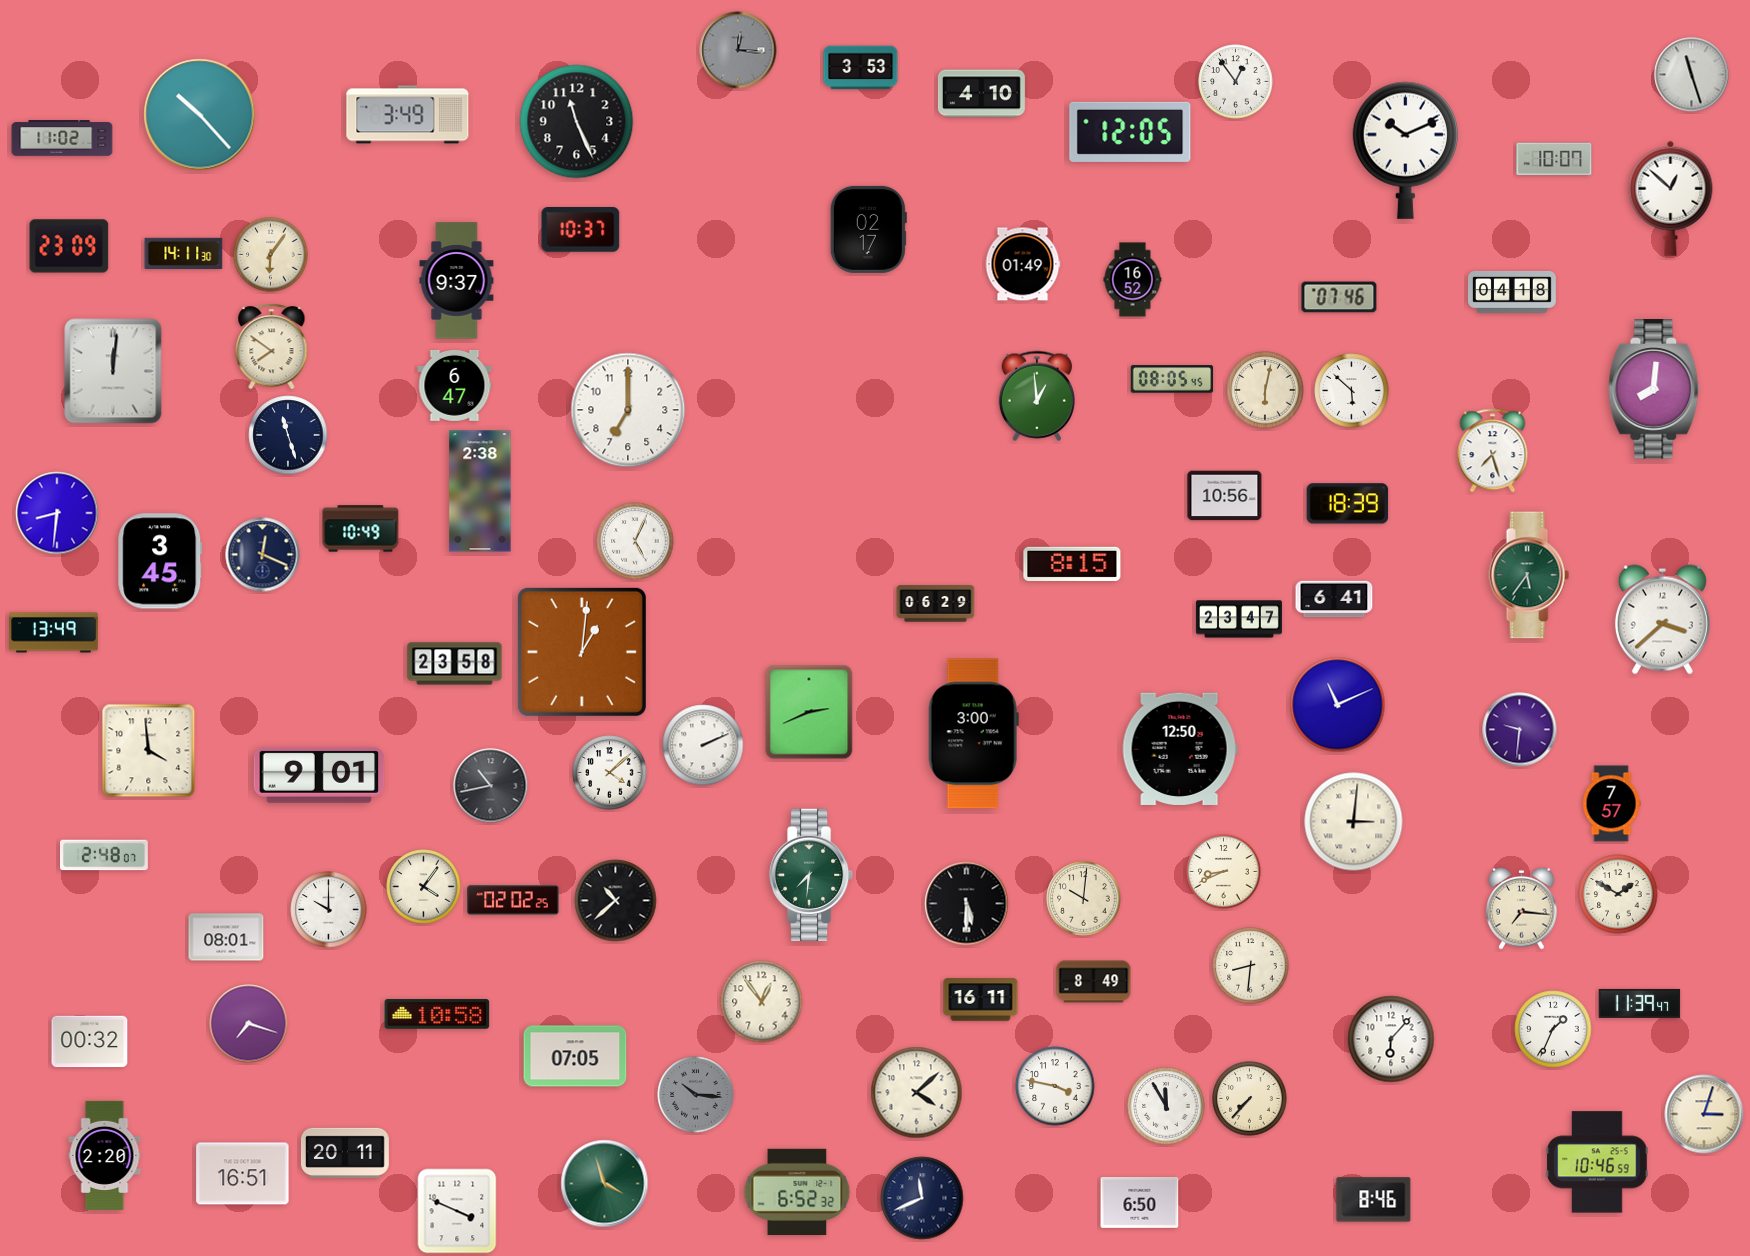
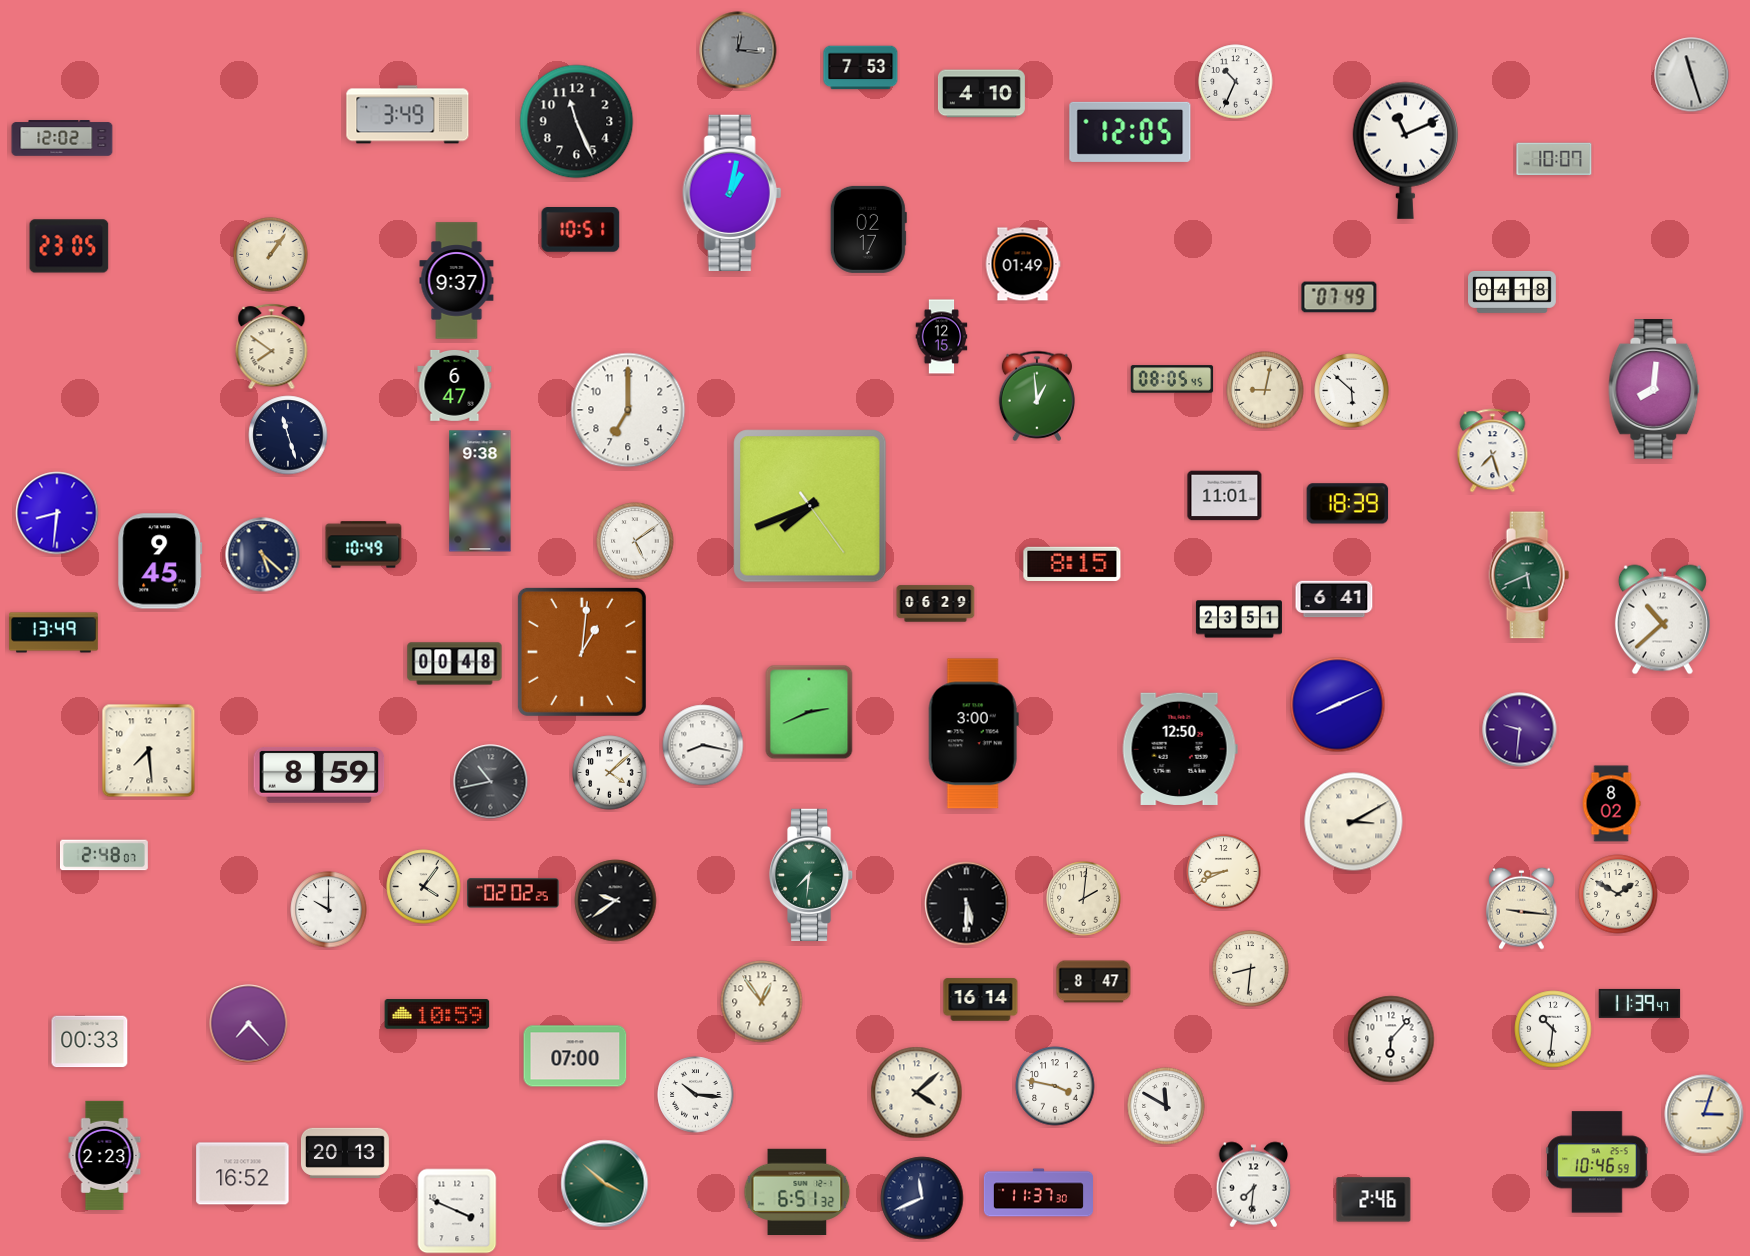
clock at (861, 68): 3:53 -> 7:53
clock at (1236, 82): 12:54 -> 10:34
clock at (200, 115): 10:23 -> none
clock at (62, 138): 11:02 -> 12:02
clock at (1405, 150): 10:11 -> 11:11
clock at (732, 192): none -> 1:02
clock at (1671, 198): 12:52 -> none
clock at (581, 230): 10:37 -> 10:51
clock at (69, 246): 23:09 -> 23:05
clock at (184, 253): 14:11 -> none
clock at (271, 255): 6:06 -> 1:06
clock at (1133, 280): 16:52 -> none
clock at (1339, 297): 07:46 -> 07:49
clock at (942, 337): none -> 12:15
clock at (113, 371): 12:01 -> none
clock at (1265, 390): 6:02 -> 9:02
clock at (480, 491): 2:38 -> 9:38
clock at (1225, 496): 10:56 -> 11:01
clock at (810, 506): none -> 7:41
clock at (361, 529) position: (361, 529) -> (364, 545)
clock at (635, 541): 5:04 -> 5:09
clock at (263, 555): 12:19 -> 5:22
clock at (160, 561): 3:45 -> 9:45
clock at (1529, 575): 5:36 -> 5:41
clock at (1239, 619): 23:47 -> 23:51
clock at (1662, 620): 3:38 -> 10:38
clock at (455, 664): 23:58 -> 00:48
clock at (1338, 705): 11:11 -> 8:11
clock at (703, 745): 2:11 -> 8:17
clock at (149, 751): 3:59 -> 7:29
clock at (319, 775): 9:01 -> 8:59
clock at (491, 786) position: (491, 786) -> (491, 782)
clock at (1611, 804): 7:57 -> 8:02
clock at (1354, 822): 3:01 -> 3:10
clock at (1084, 899): 10:01 -> 2:01
clock at (513, 900) position: (513, 900) -> (513, 893)
clock at (616, 901): 10:38 -> 9:39
clock at (1522, 908): 7:16 -> 9:16
clock at (226, 937): 08:01 -> none
clock at (1251, 966) position: (1251, 966) -> (1251, 969)
clock at (1094, 982): 8:49 -> 8:47
clock at (981, 1000): 16:11 -> 16:14
clock at (437, 1014): 10:58 -> 10:59
clock at (249, 1024): 7:18 -> 7:23
clock at (1553, 1029): 1:34 -> 10:31
clock at (90, 1042): 00:32 -> 00:33
clock at (575, 1056): 07:05 -> 07:00
clock at (696, 1095) dial: grey -> white
clock at (1250, 1099): 7:37 -> none
clock at (1166, 1106): 11:55 -> 11:50
clock at (345, 1153): 20:11 -> 20:13
clock at (105, 1155): 2:20 -> 2:23
clock at (243, 1174): 16:51 -> 16:52
clock at (605, 1184): 3:57 -> 3:52
clock at (1254, 1185): none -> 7:31
clock at (797, 1191): 6:52 -> 6:51
clock at (1038, 1193): none -> 11:37
clock at (1374, 1200): 8:46 -> 2:46
clock at (1140, 1202): 6:50 -> none
